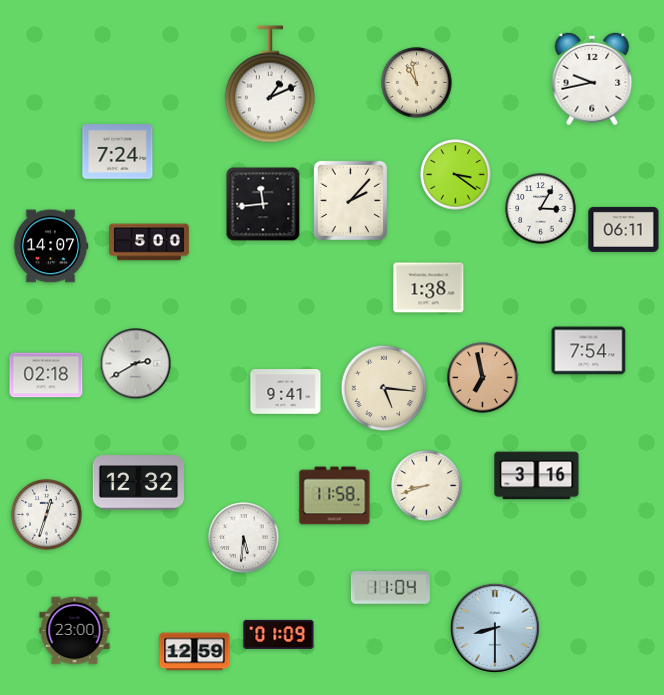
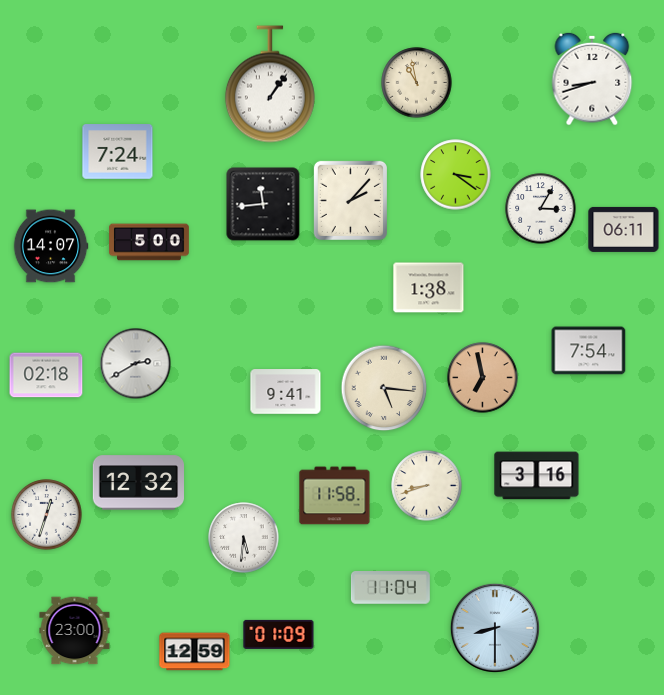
clock at (592, 79): 9:43 -> 8:42
clock at (270, 84): 1:11 -> 1:06
